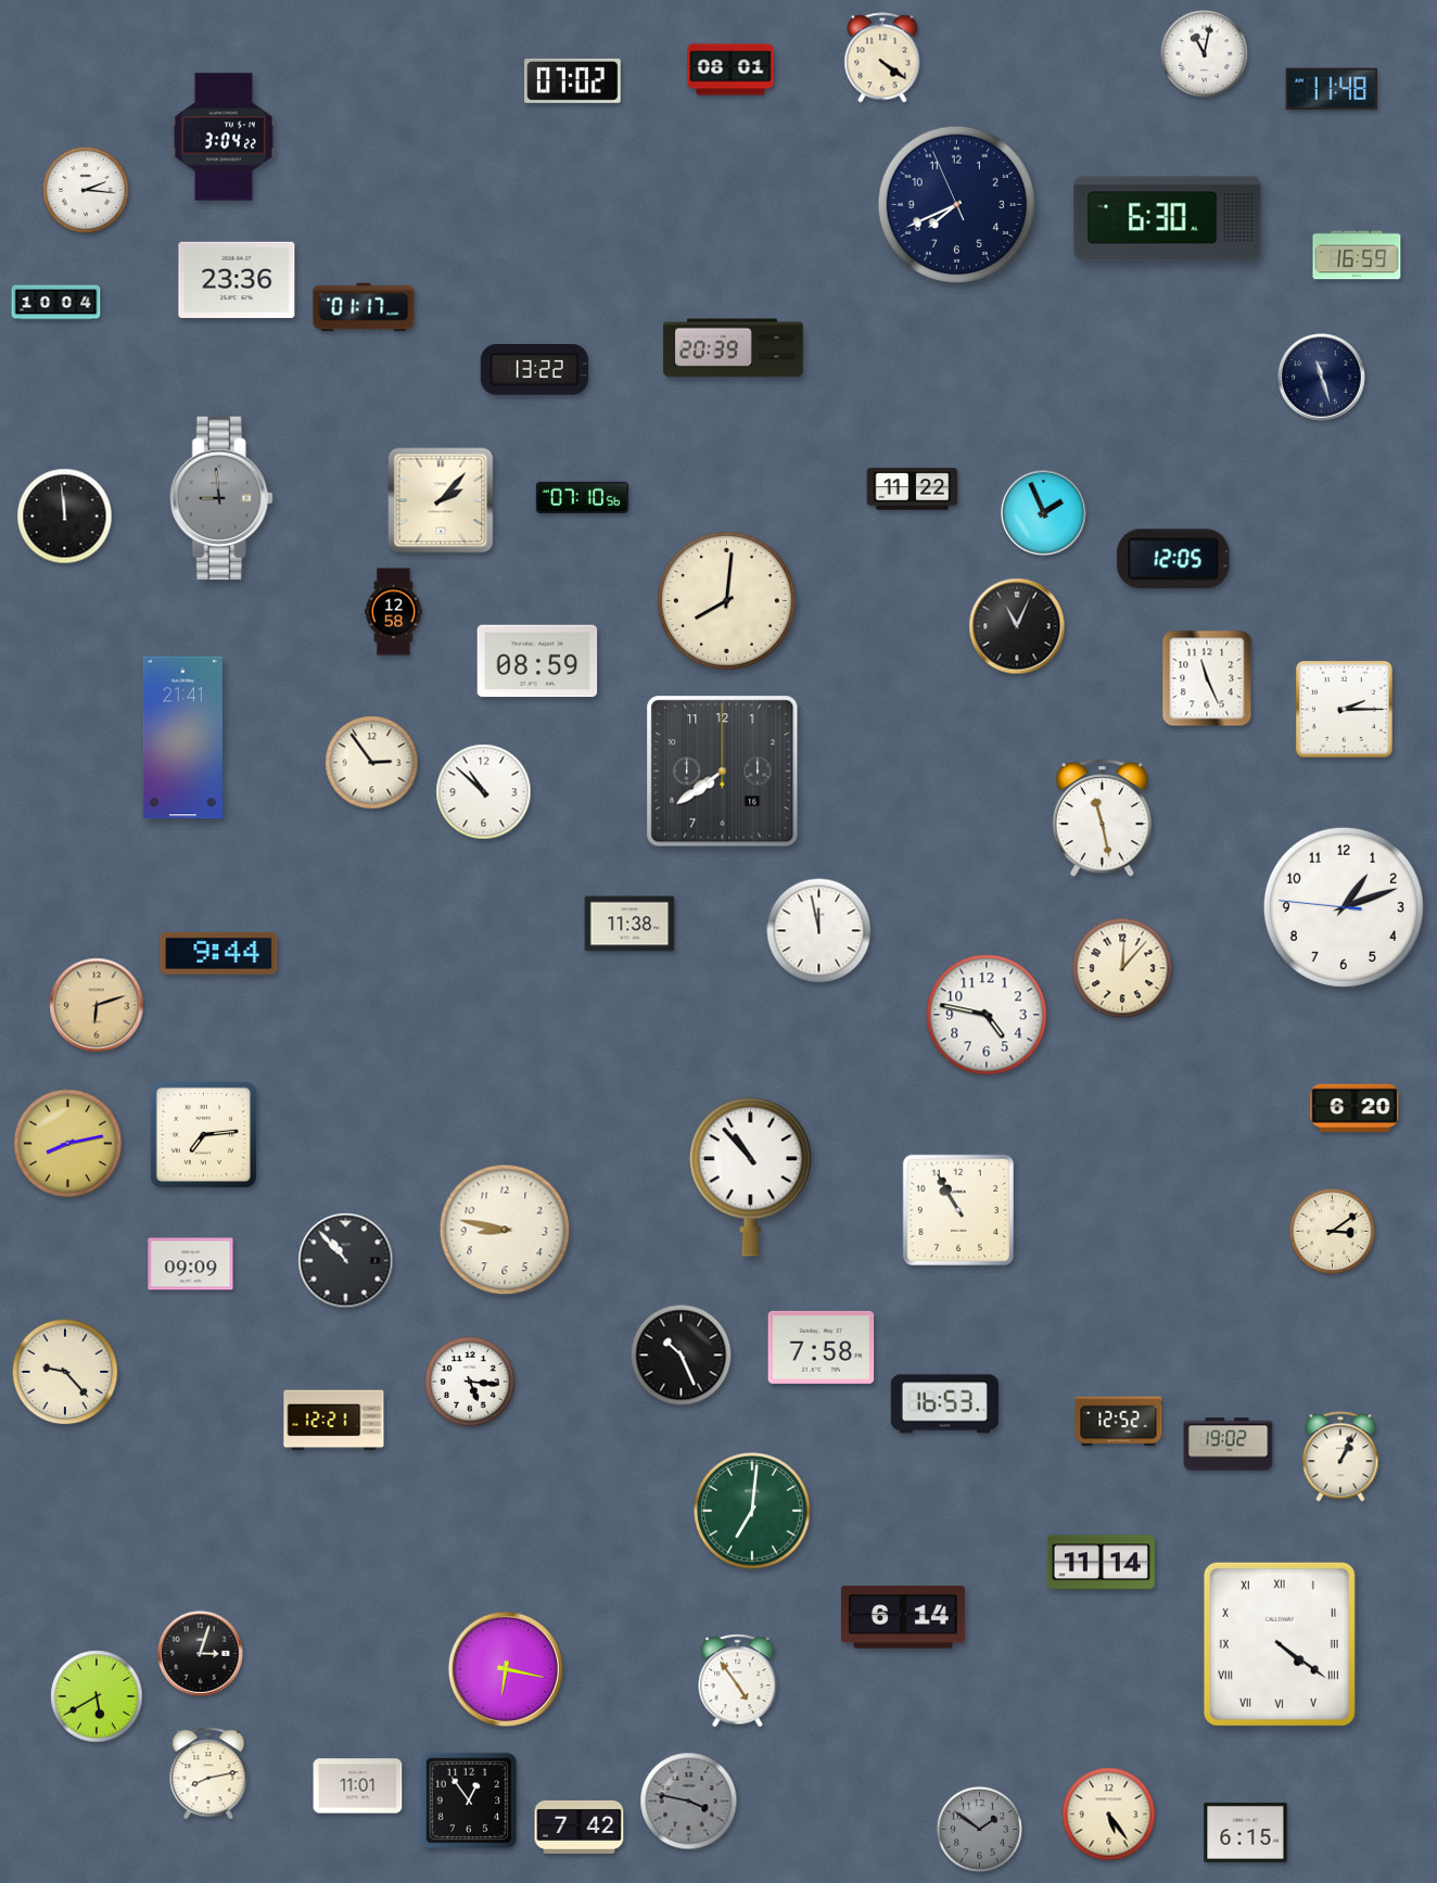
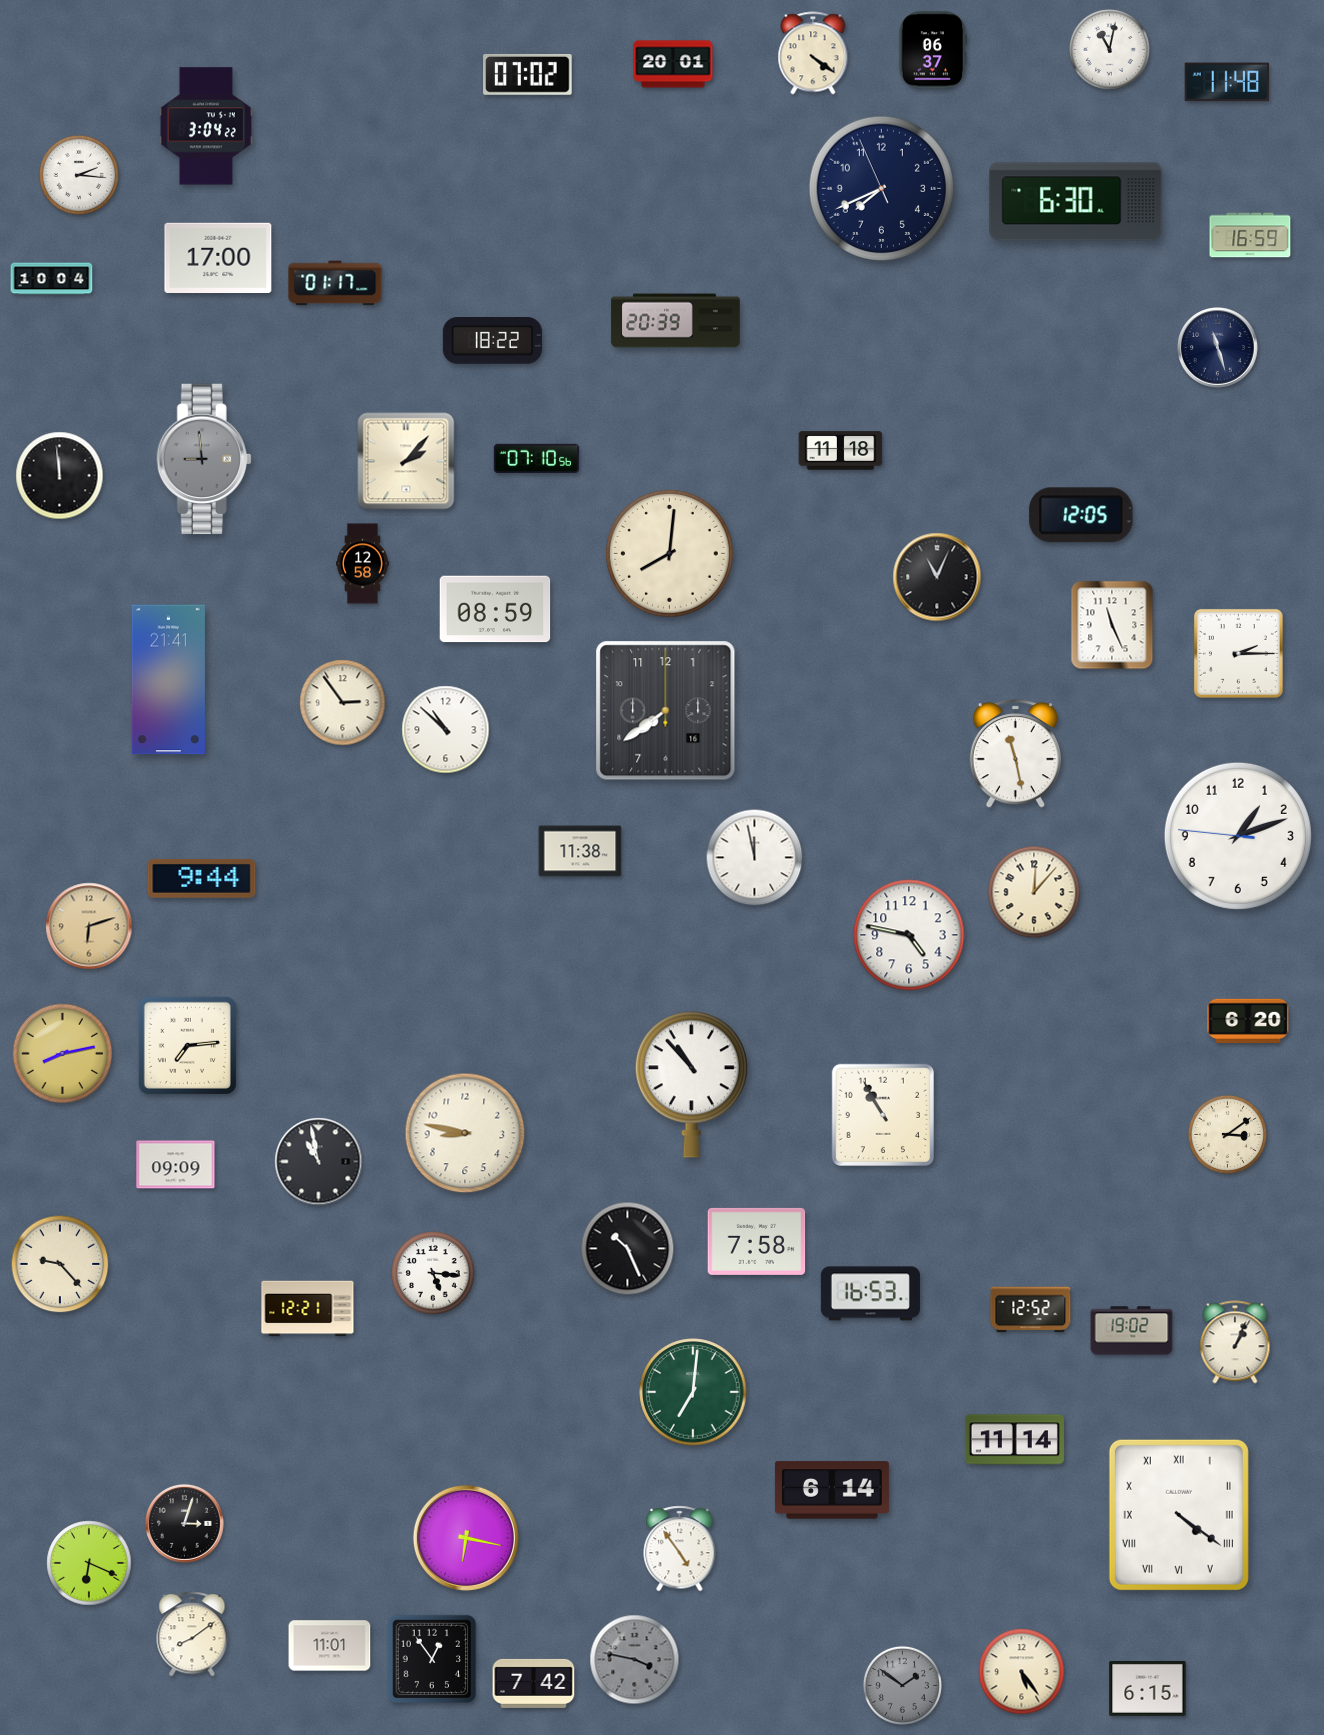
clock at (933, 50): none -> 06:37
clock at (730, 69): 08:01 -> 20:01
clock at (237, 279): 23:36 -> 17:00
clock at (534, 370): 13:22 -> 18:22
clock at (913, 489): 11:22 -> 11:18
clock at (1043, 512): 1:56 -> none
clock at (346, 1261): 10:53 -> 10:58
clock at (97, 1696): 5:40 -> 6:19
clock at (208, 1773): 8:13 -> 8:09
